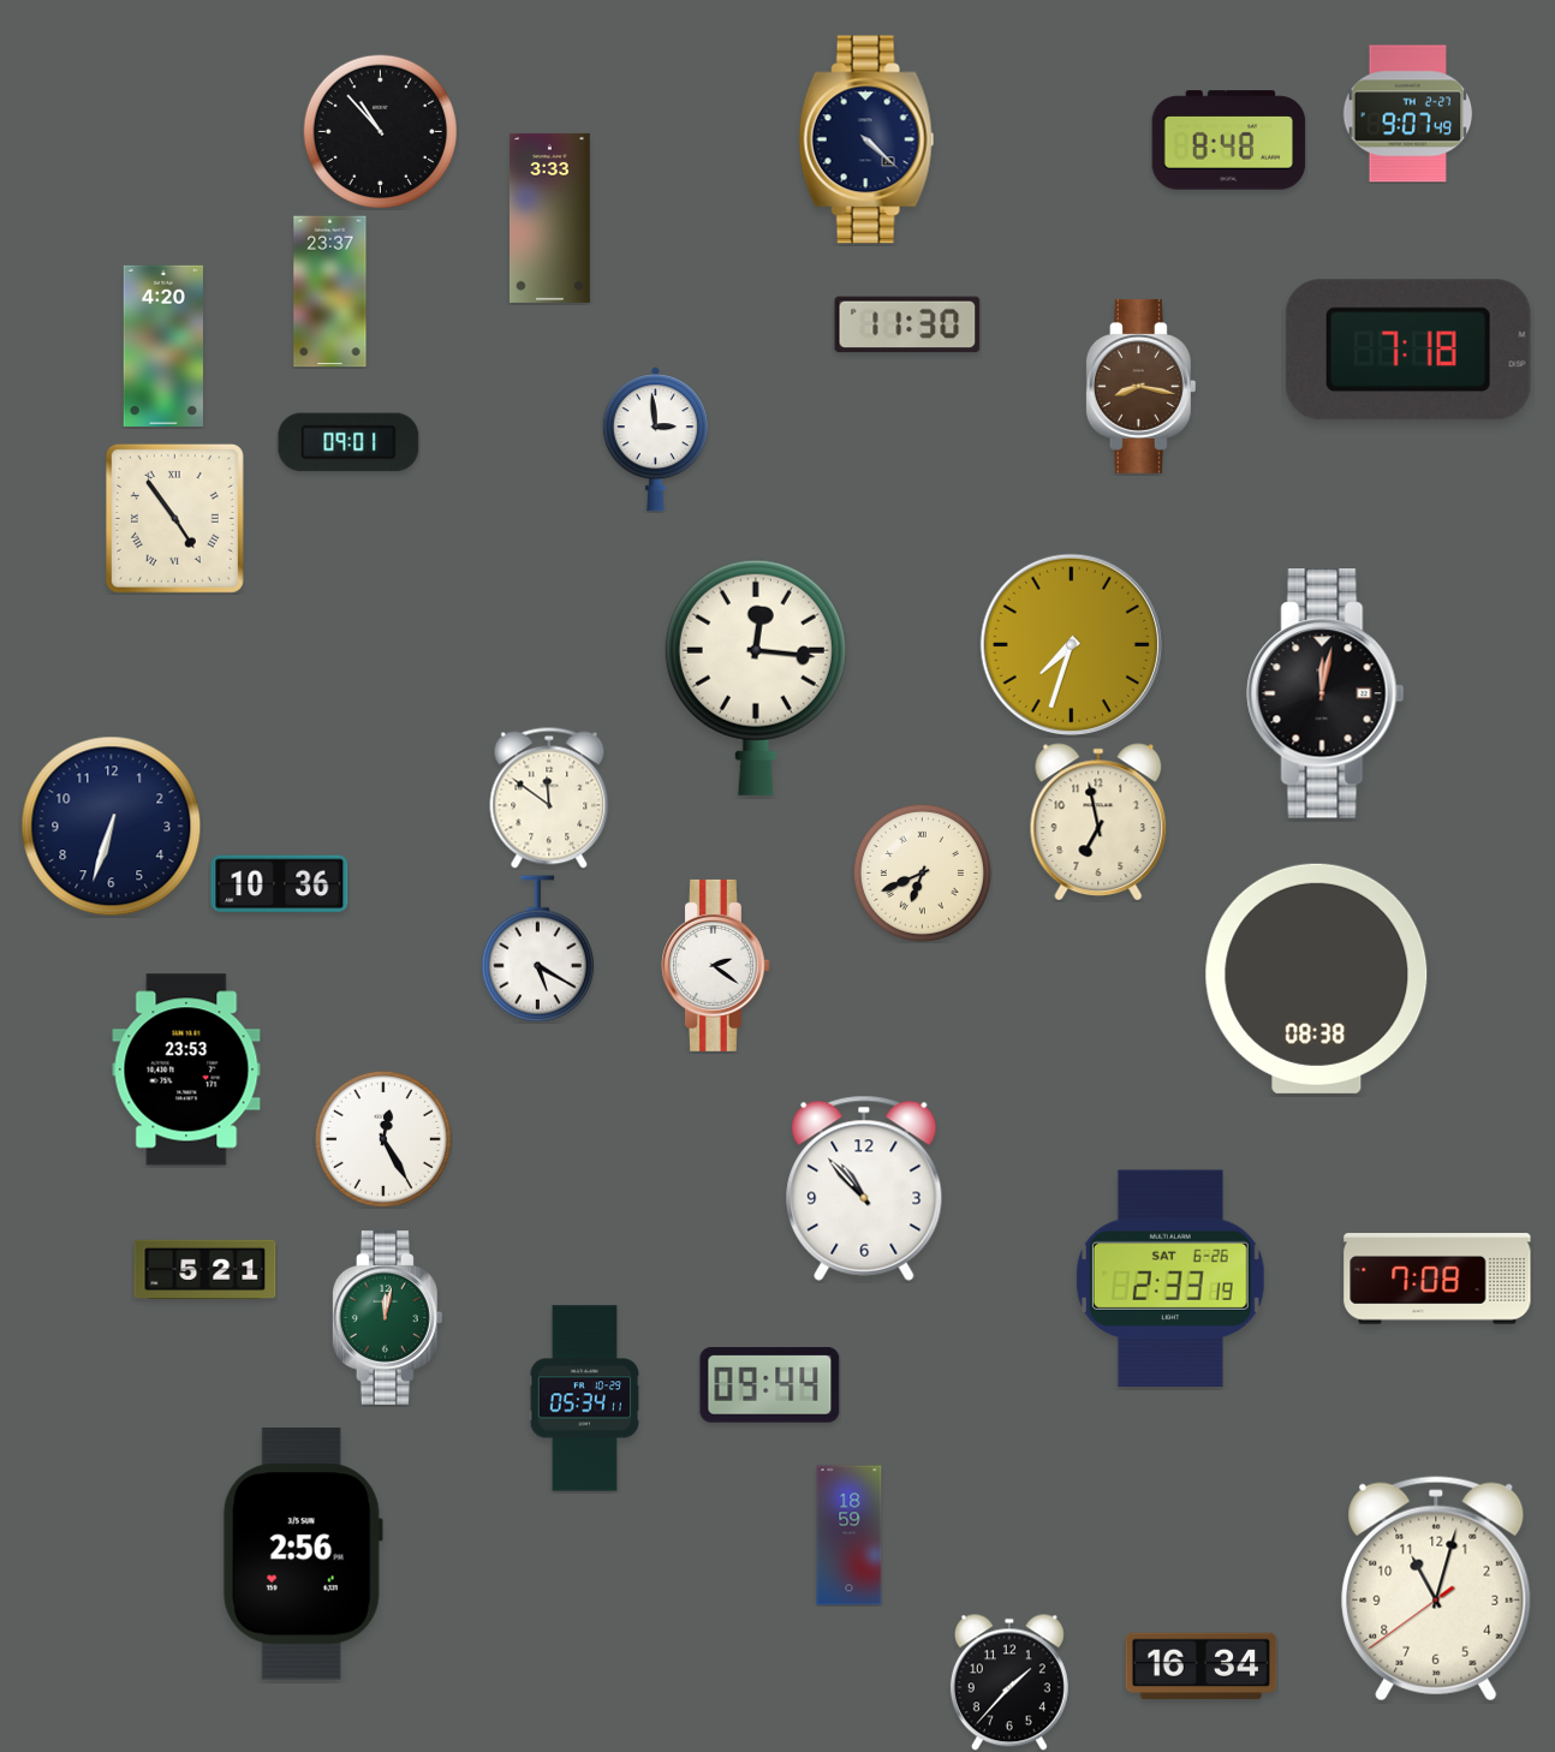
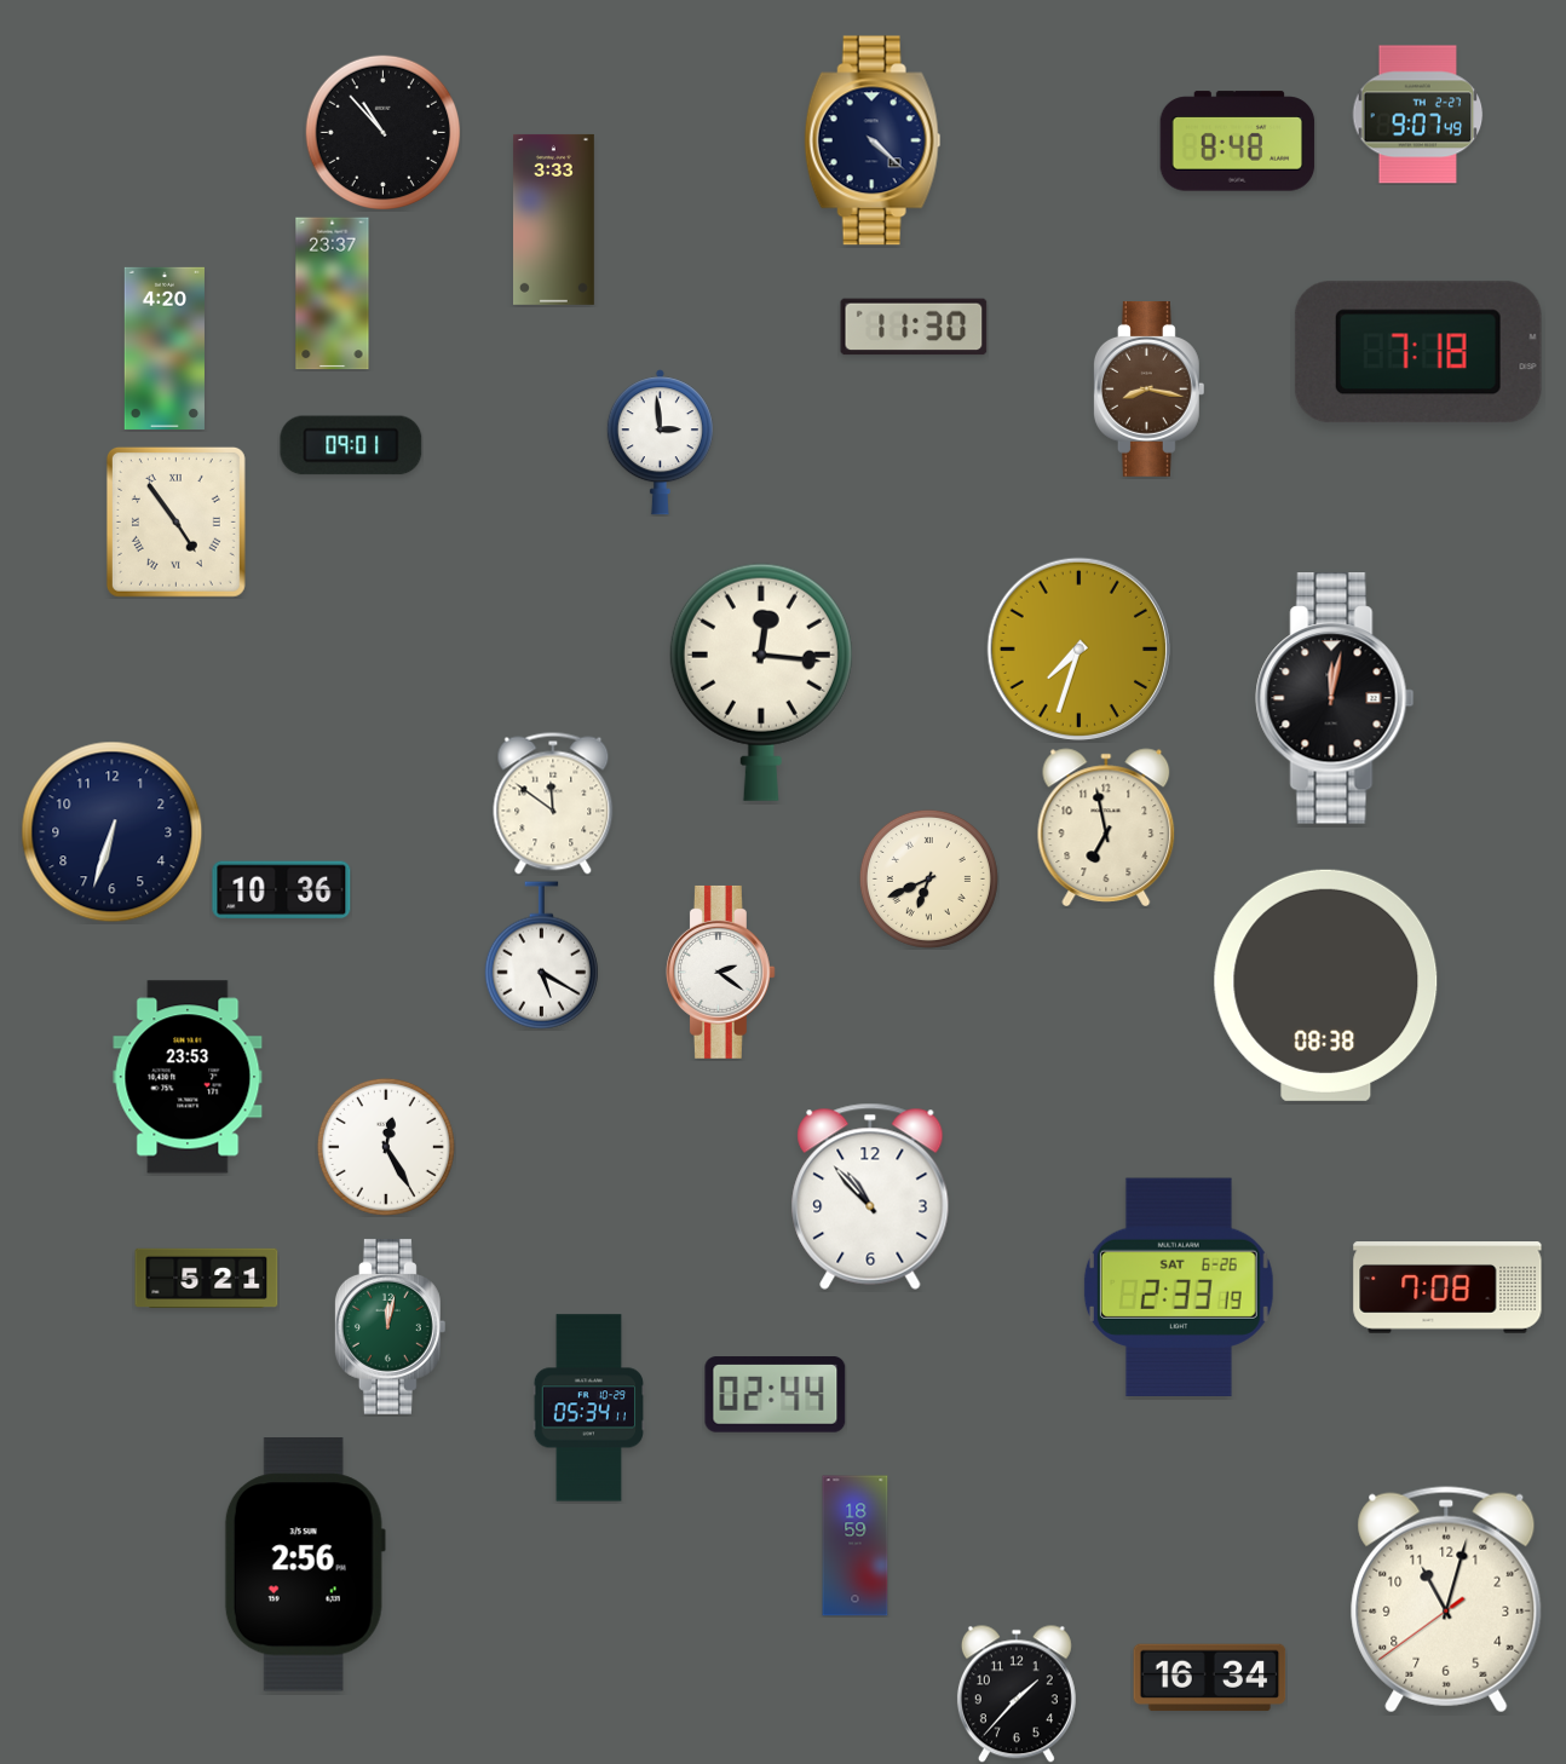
clock at (770, 1385): 09:44 -> 02:44
